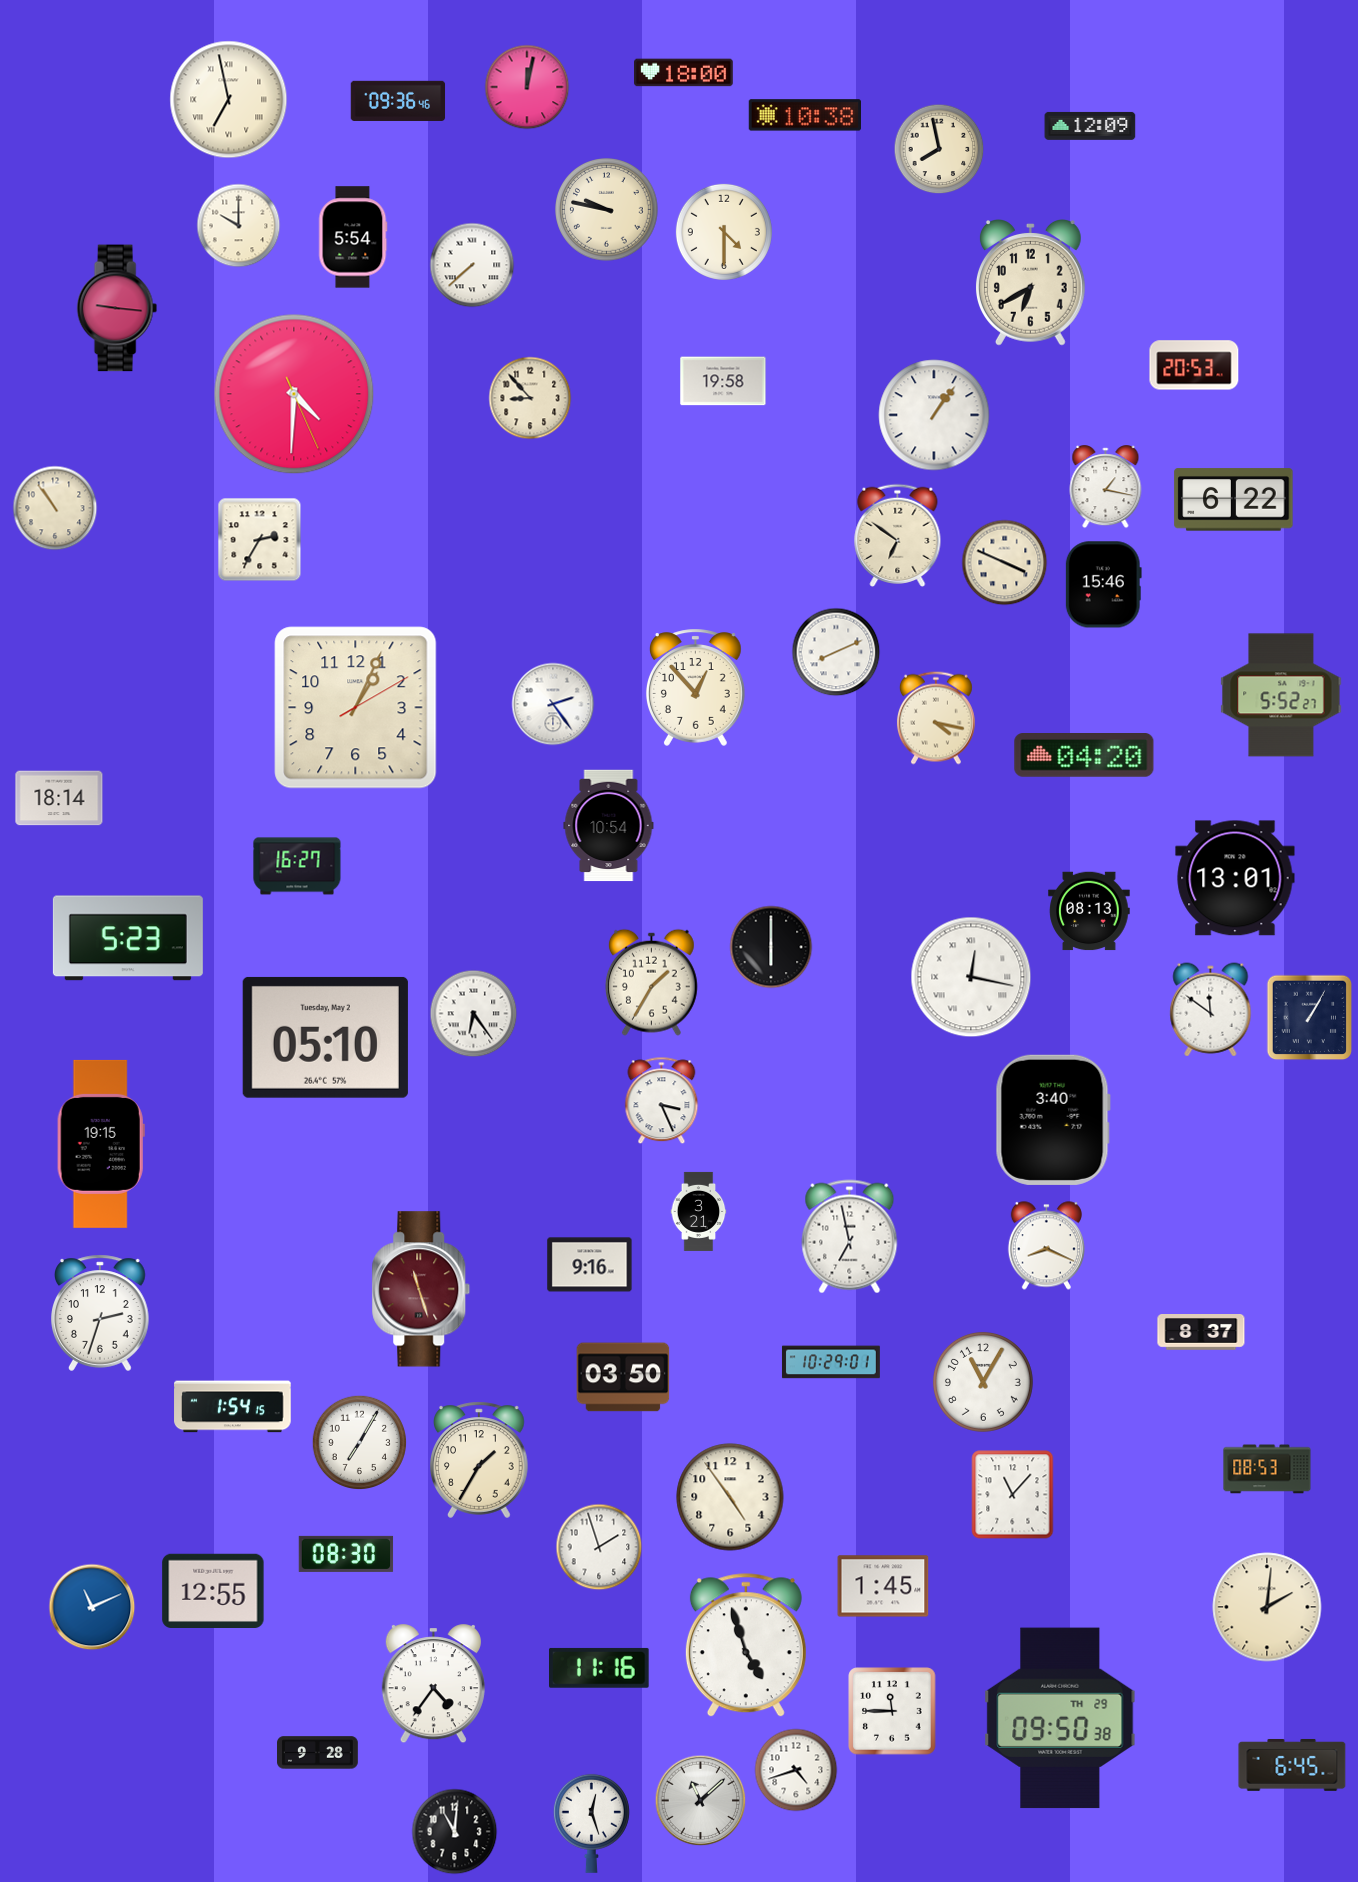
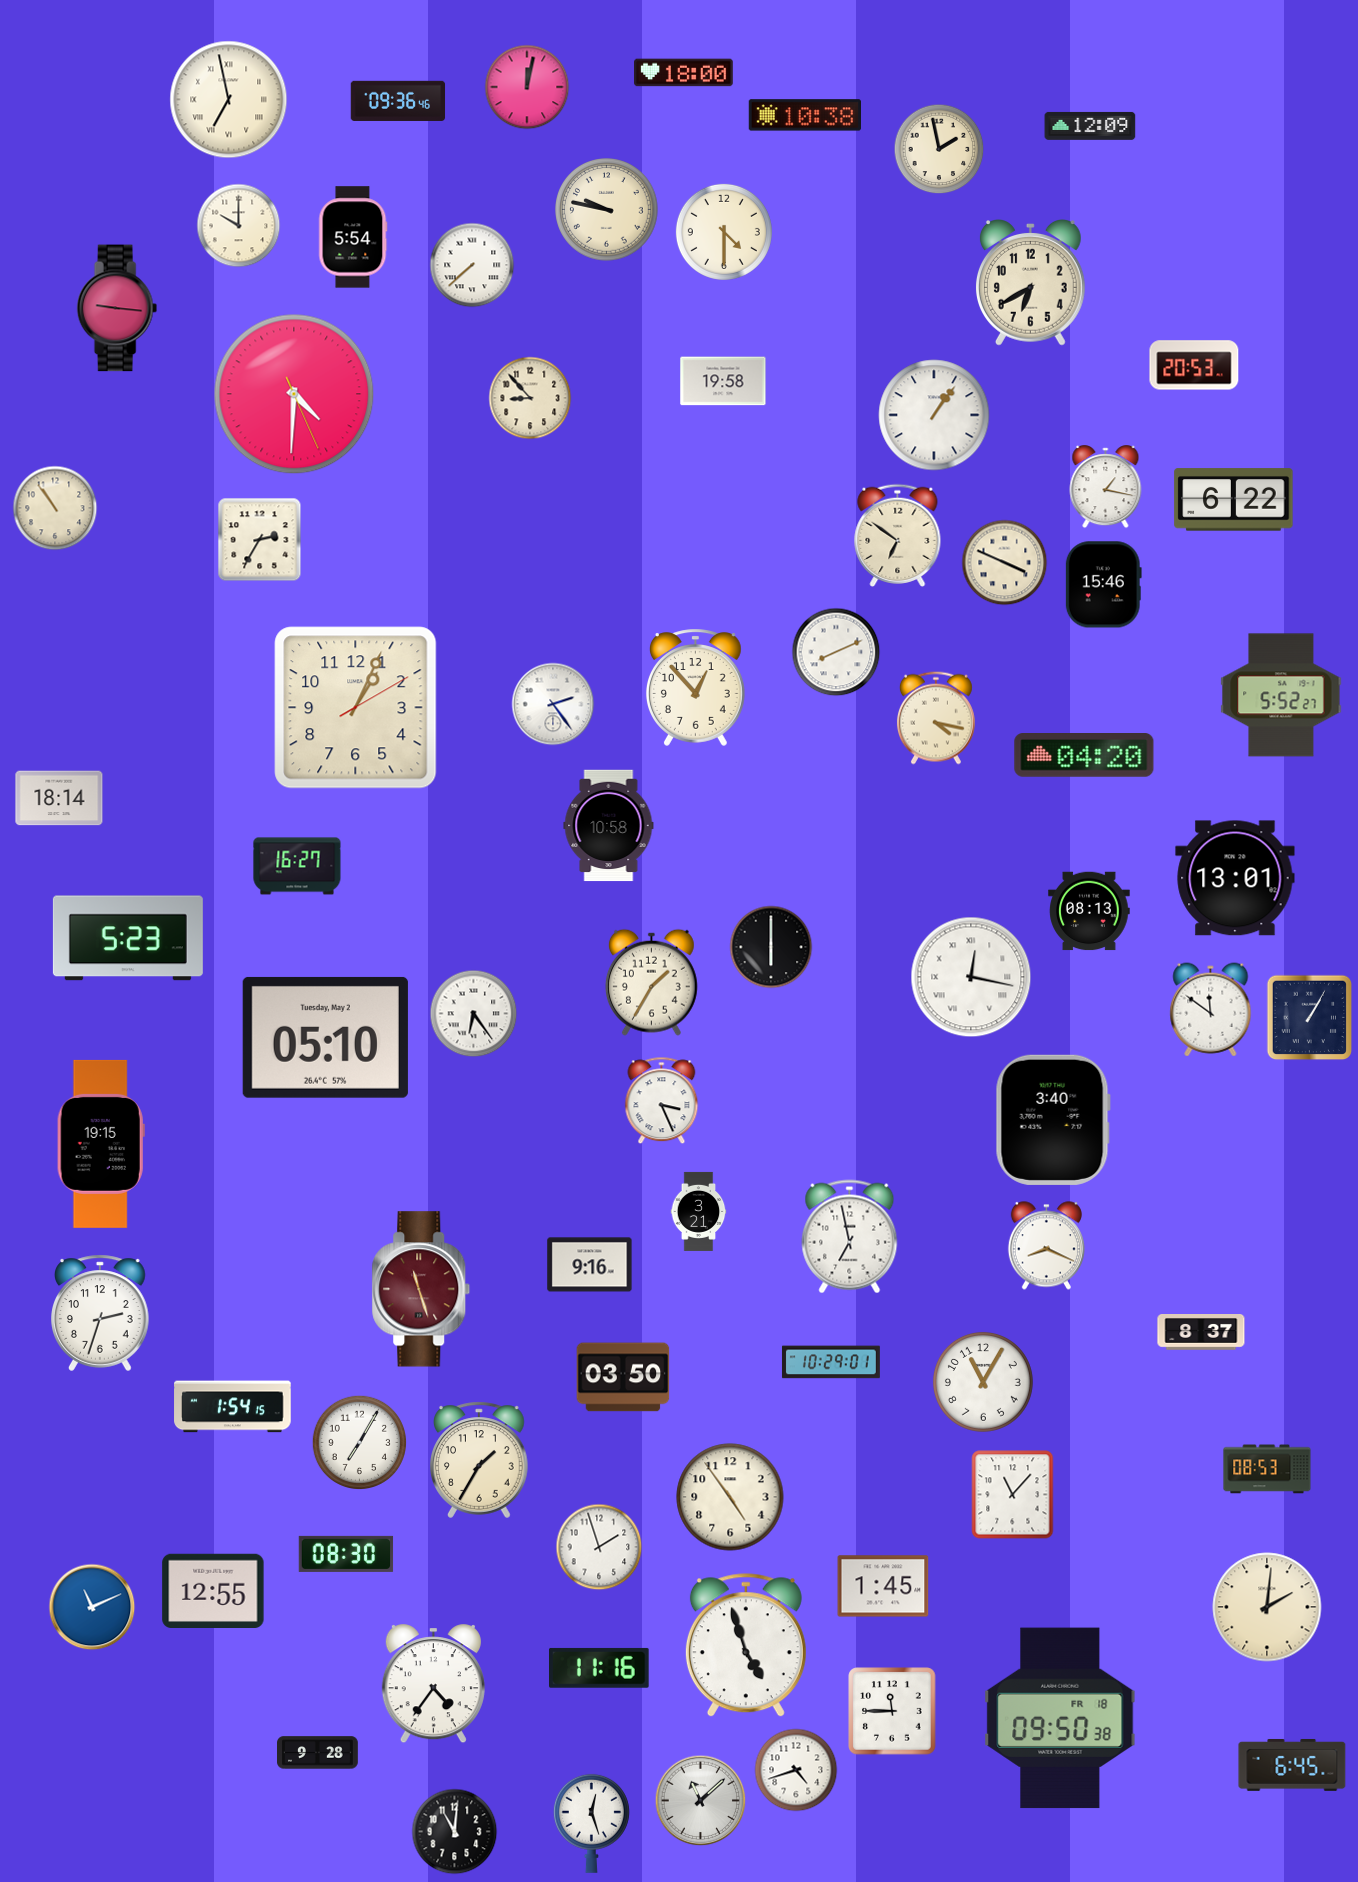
clock at (939, 149): 7:58 -> 1:58
clock at (609, 826): 10:54 -> 10:58
clock at (1060, 1718) date: TH 29 -> FR 18
